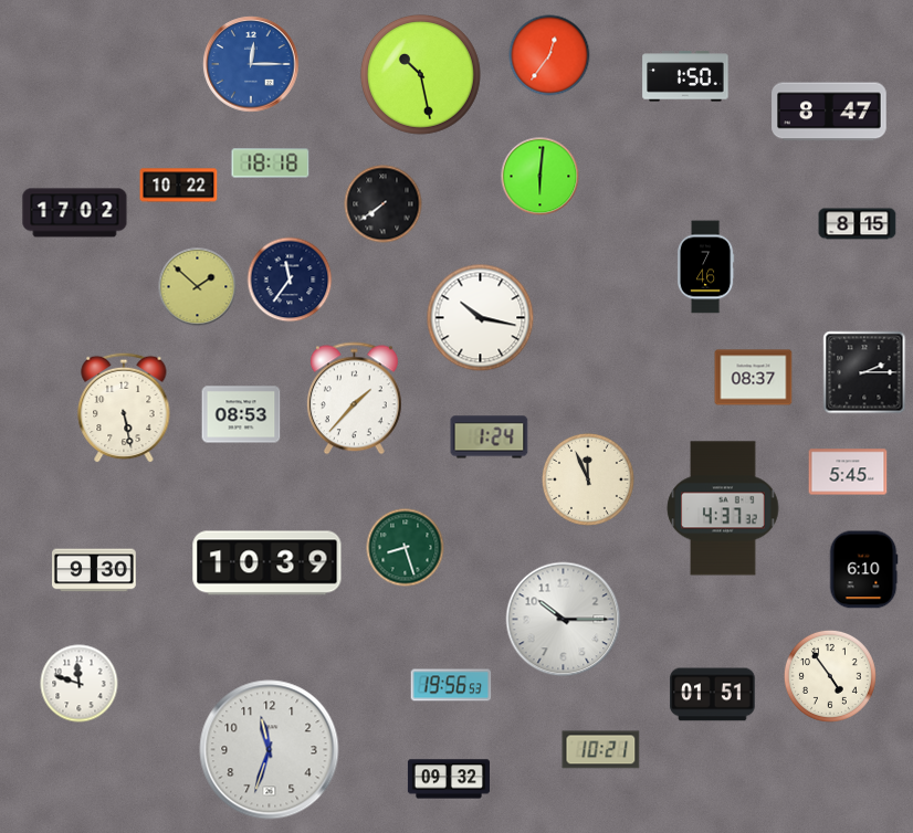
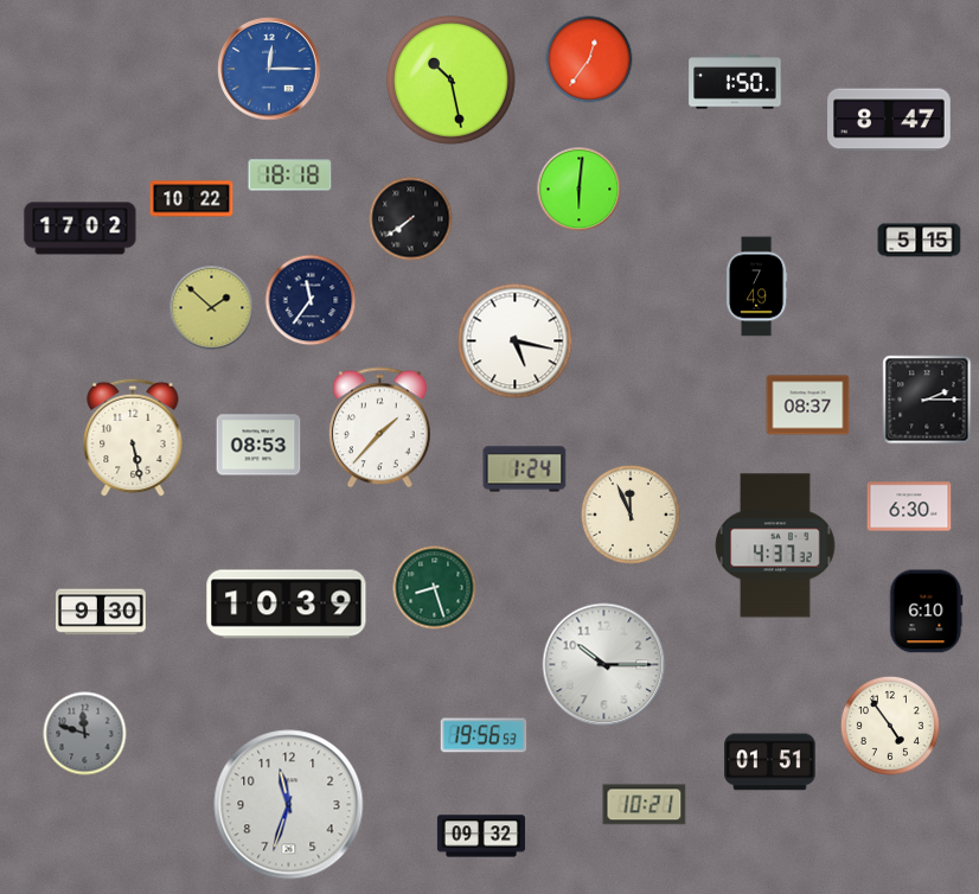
clock at (858, 224): 8:15 -> 5:15
clock at (705, 267): 7:46 -> 7:49
clock at (481, 318): 10:17 -> 5:17
clock at (848, 472): 5:45 -> 6:30
clock at (80, 684) dial: white -> grey
clock at (713, 695) position: (713, 695) -> (770, 762)
